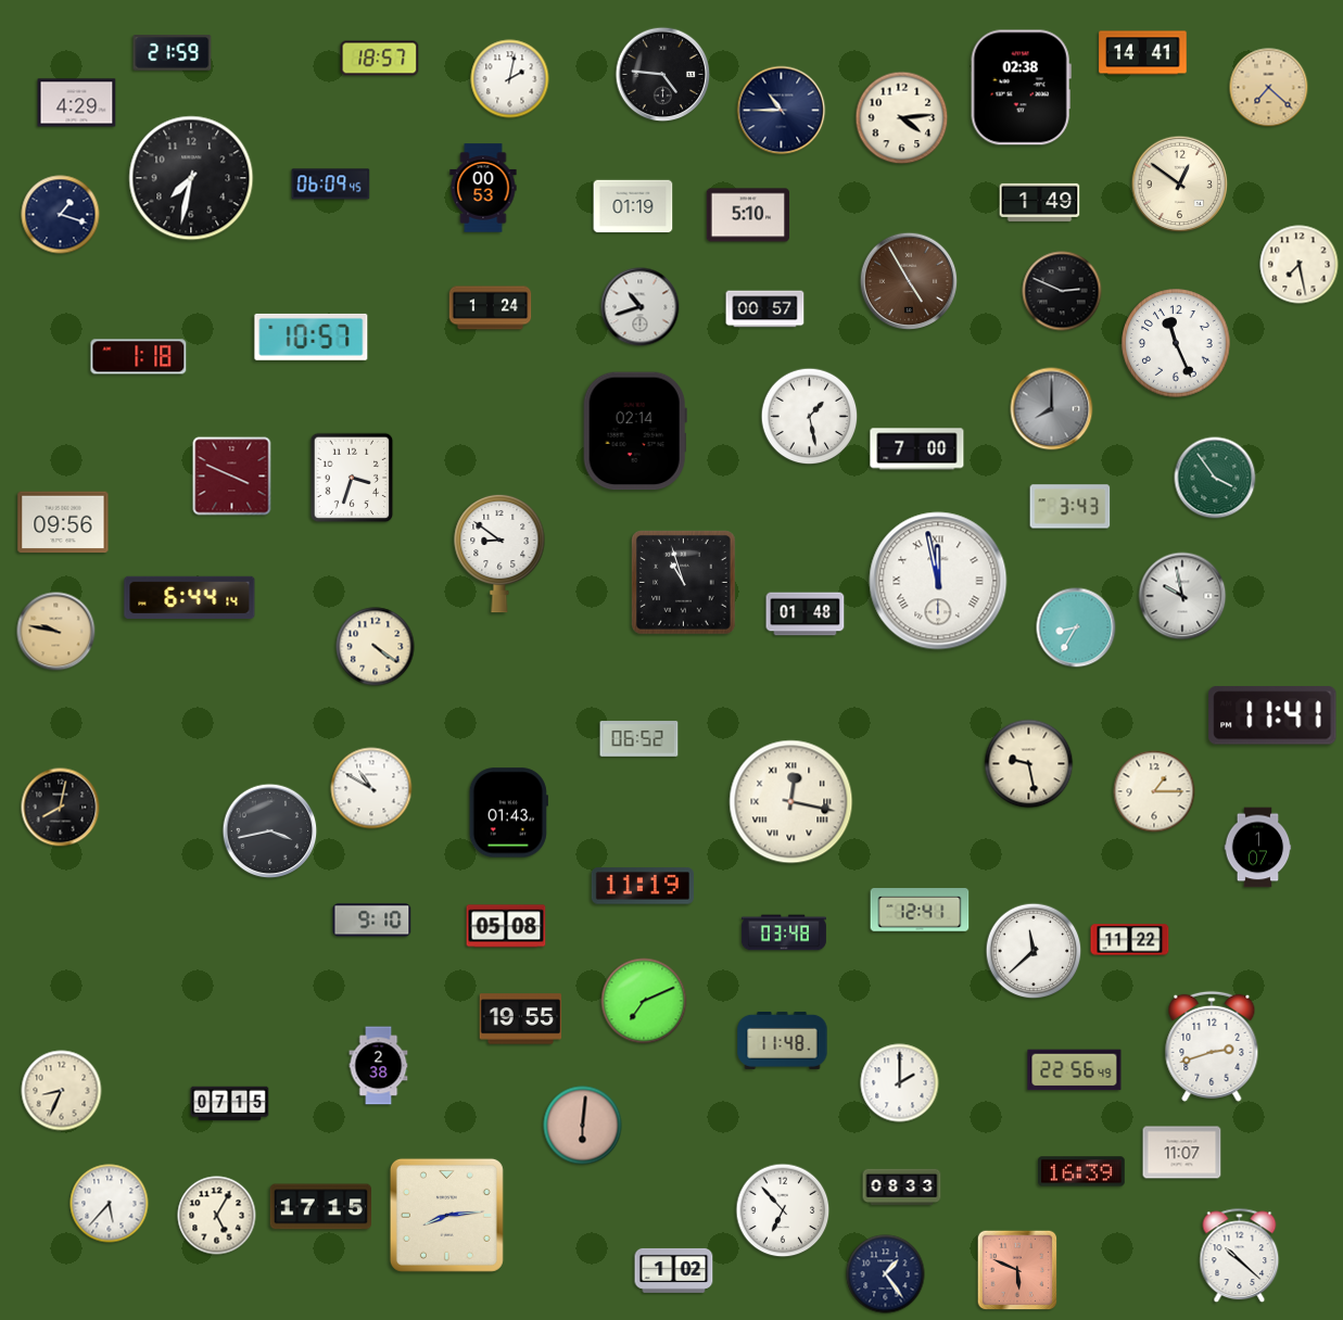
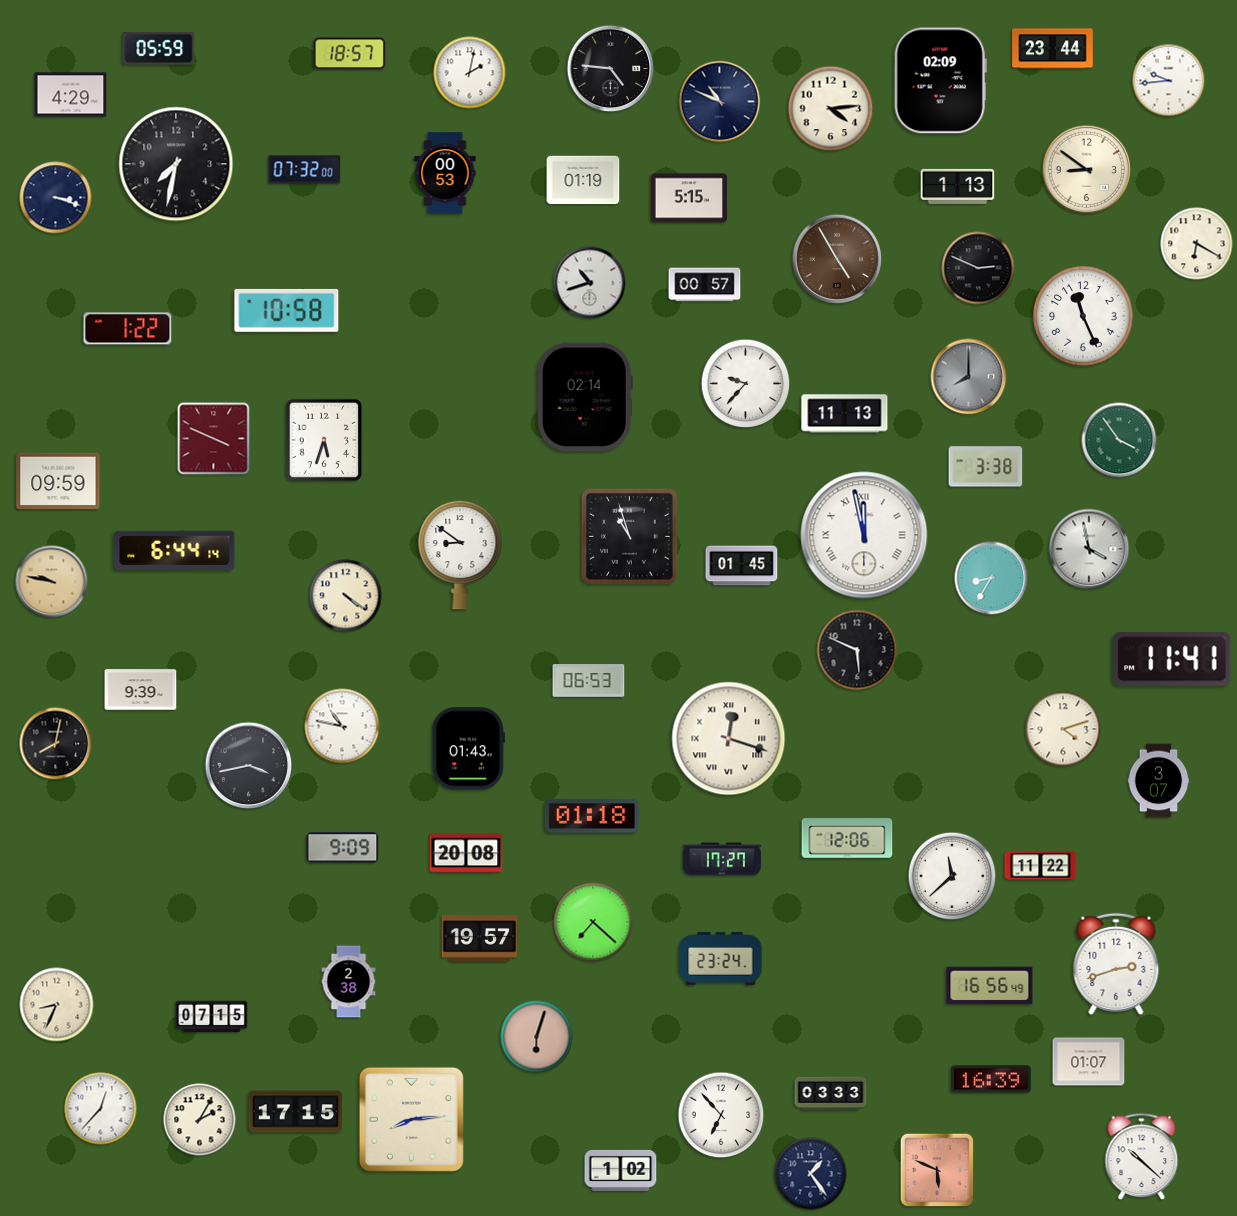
clock at (173, 53): 21:59 -> 05:59
clock at (1143, 53): 14:41 -> 23:44
clock at (1021, 88): 02:38 -> 02:09
clock at (1269, 88): 7:22 -> 9:44
clock at (1269, 88) dial: champagne -> white
clock at (782, 111): 10:45 -> 10:49
clock at (331, 185): 06:09 -> 07:32
clock at (1180, 185): 12:51 -> 8:51
clock at (1040, 202): 1:49 -> 1:13
clock at (633, 206) position: (633, 206) -> (583, 180)
clock at (61, 215): 1:18 -> 3:18
clock at (747, 215): 5:10 -> 5:15
clock at (1300, 265): 7:28 -> 6:20
clock at (491, 308): 1:24 -> none
clock at (312, 337): 10:57 -> 10:58
clock at (139, 357): 1:18 -> 1:22
clock at (810, 417): 1:28 -> 9:37
clock at (917, 449): 7:00 -> 11:13
clock at (352, 478): 3:33 -> 5:33
clock at (1070, 507): 3:43 -> 3:38
clock at (63, 522): 09:56 -> 09:59
clock at (499, 554) position: (499, 554) -> (460, 555)
clock at (1182, 596): 9:58 -> 3:58
clock at (806, 614): 01:48 -> 01:45
clock at (857, 650): none -> 5:49
clock at (639, 739): 06:52 -> 06:53
clock at (141, 690): none -> 9:39
clock at (1029, 764): 9:28 -> none
clock at (371, 788): 10:50 -> 10:47
clock at (1154, 791): 1:15 -> 4:12
clock at (791, 802): 12:17 -> 12:18
clock at (1258, 848): 1:07 -> 3:07
clock at (643, 886): 11:19 -> 01:18
clock at (920, 910): 12:41 -> 12:06
clock at (372, 921): 9:10 -> 9:09
clock at (506, 926): 05:08 -> 20:08
clock at (784, 932): 03:48 -> 17:27
clock at (644, 1001): 7:11 -> 7:22
clock at (521, 1019): 19:55 -> 19:57
clock at (783, 1040): 11:48 -> 23:24
clock at (1075, 1070): 22:56 -> 16:56
clock at (900, 1083): 2:00 -> none
clock at (583, 1126): 6:01 -> 6:03
clock at (1182, 1153): 11:07 -> 01:07
clock at (1082, 1171) position: (1082, 1171) -> (992, 1079)
clock at (902, 1188): 08:33 -> 03:33
clock at (110, 1204): 5:37 -> 12:37
clock at (217, 1216): 5:05 -> 2:05
clock at (886, 1274) position: (886, 1274) -> (811, 1174)
